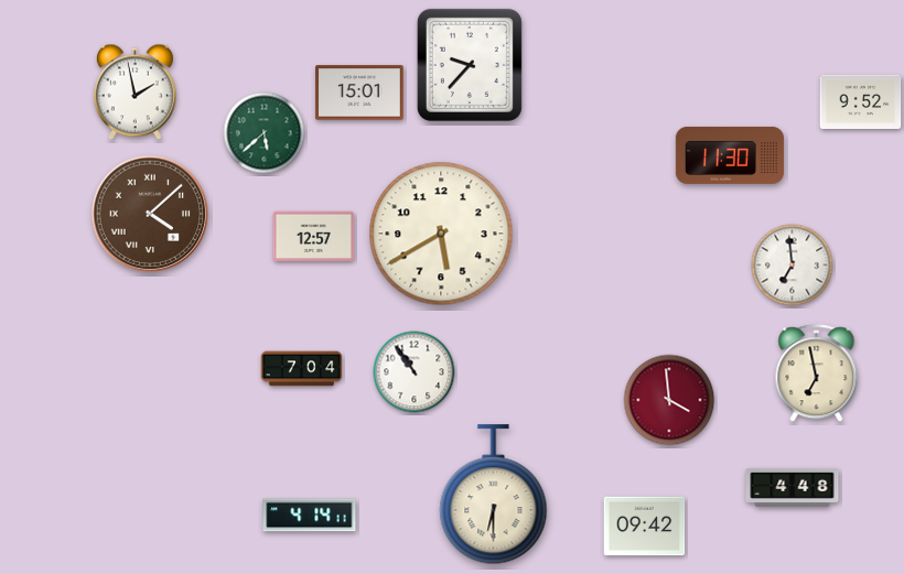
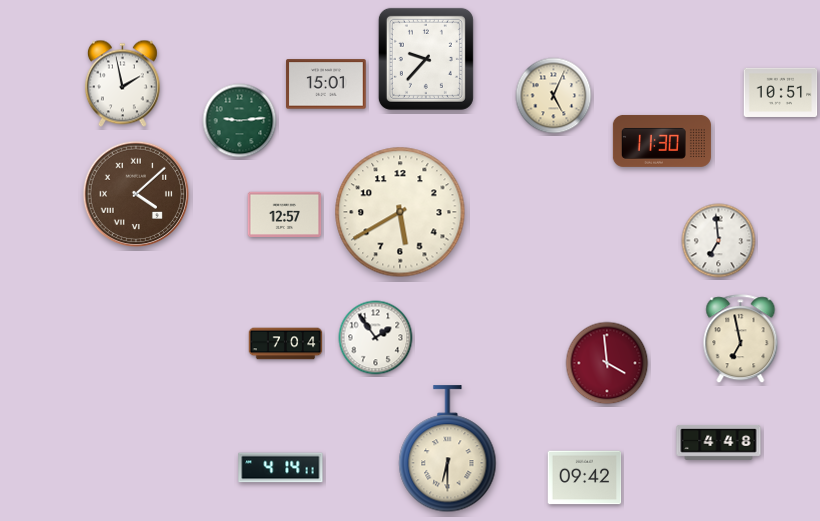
clock at (861, 101): 9:52 -> 10:51
clock at (554, 96): none -> 5:04
clock at (265, 133): 5:38 -> 9:14
clock at (302, 369) position: (302, 369) -> (286, 344)
clock at (415, 372): 10:54 -> 1:54
